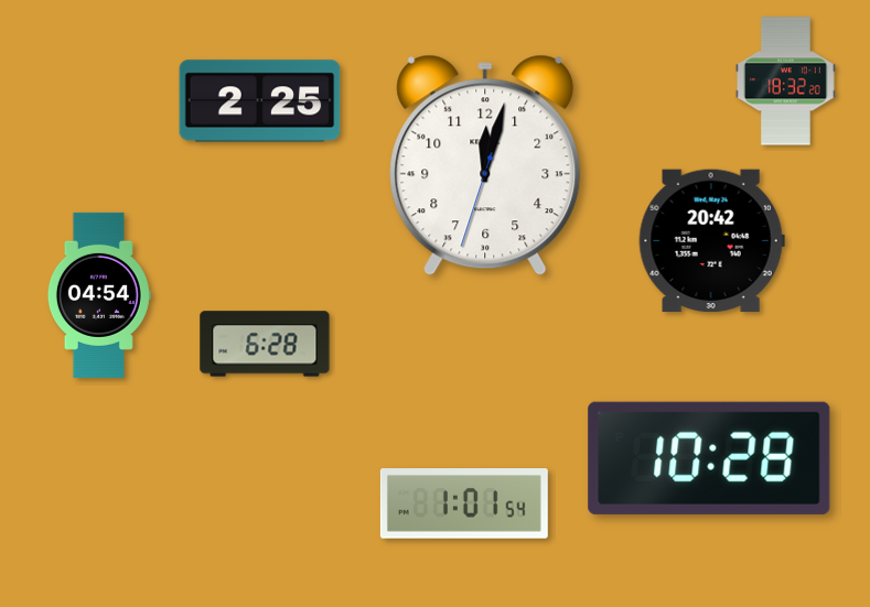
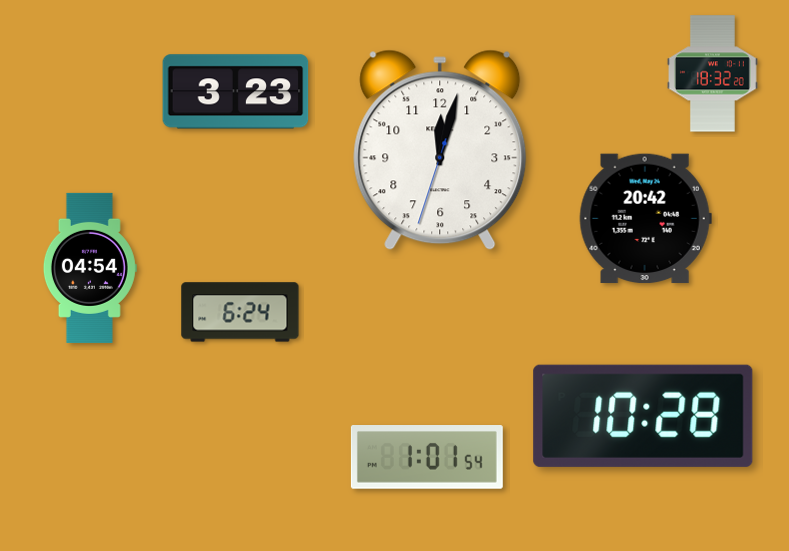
clock at (260, 101): 2:25 -> 3:23
clock at (265, 344): 6:28 -> 6:24
clock at (464, 505) position: (464, 505) -> (427, 458)
